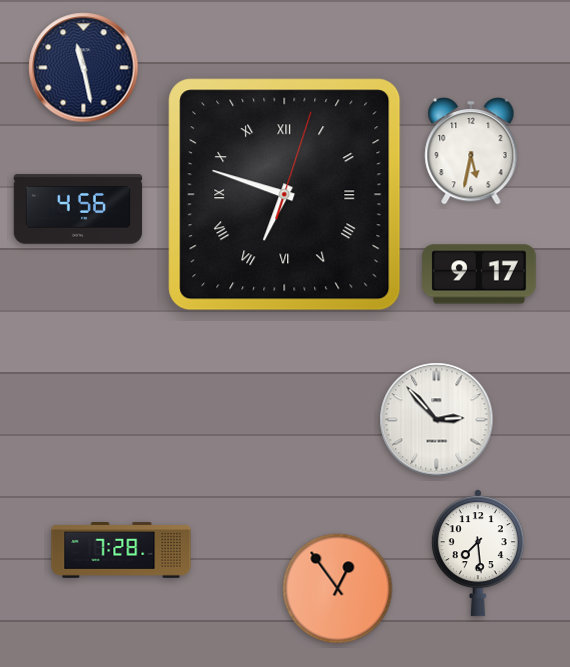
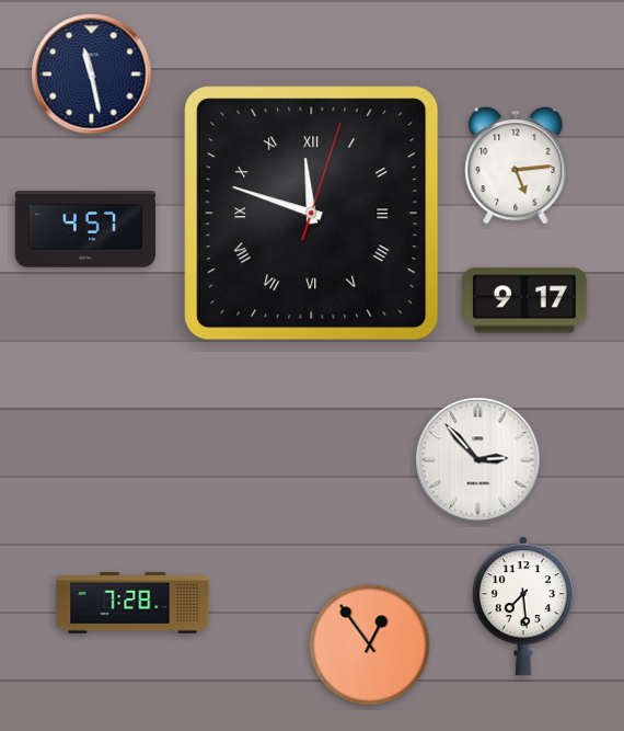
clock at (471, 151): 5:32 -> 5:14
clock at (285, 195): 6:48 -> 11:48
clock at (78, 209): 4:56 -> 4:57
